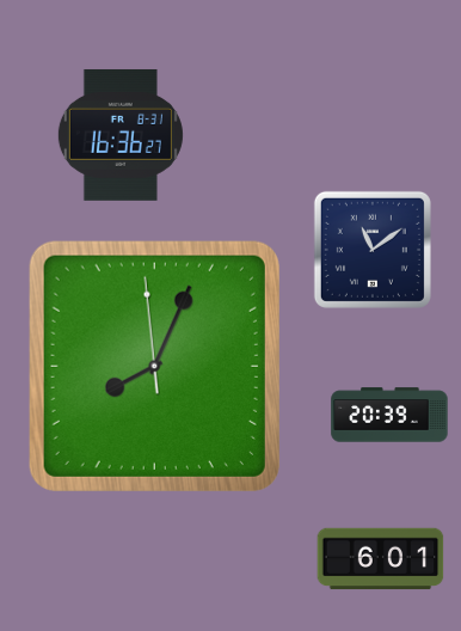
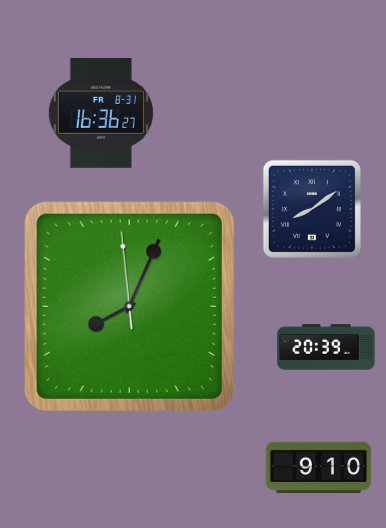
clock at (373, 250): 11:09 -> 8:09
clock at (381, 559): 6:01 -> 9:10
